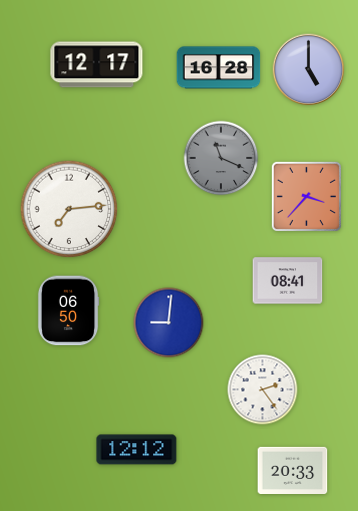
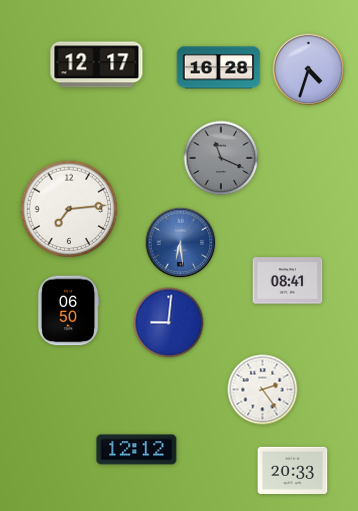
clock at (309, 70): 5:00 -> 4:33
clock at (306, 196): 3:37 -> none
clock at (181, 243): none -> 6:29
